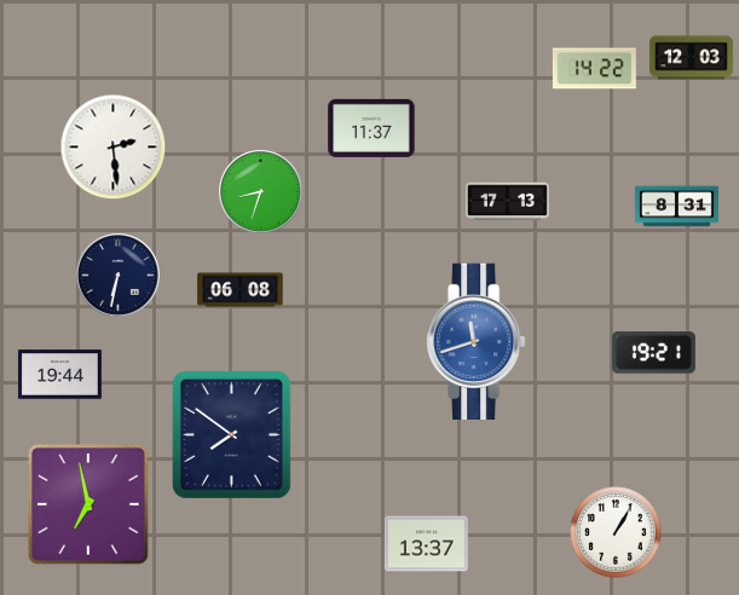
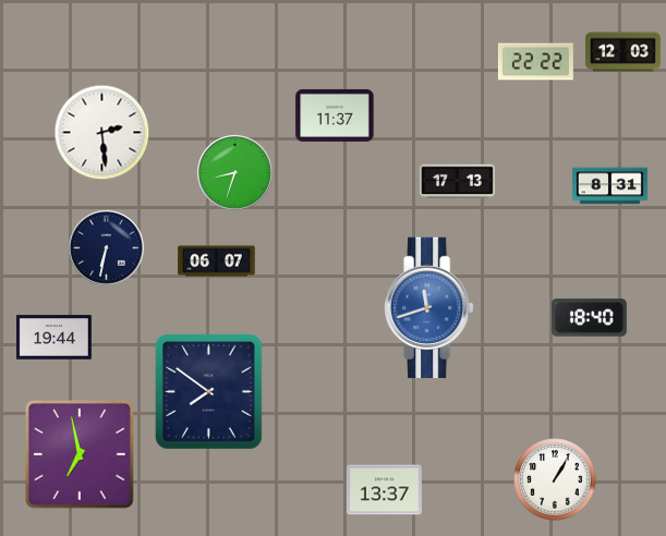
clock at (594, 69): 14:22 -> 22:22
clock at (241, 290): 06:08 -> 06:07
clock at (653, 353): 19:21 -> 18:40
